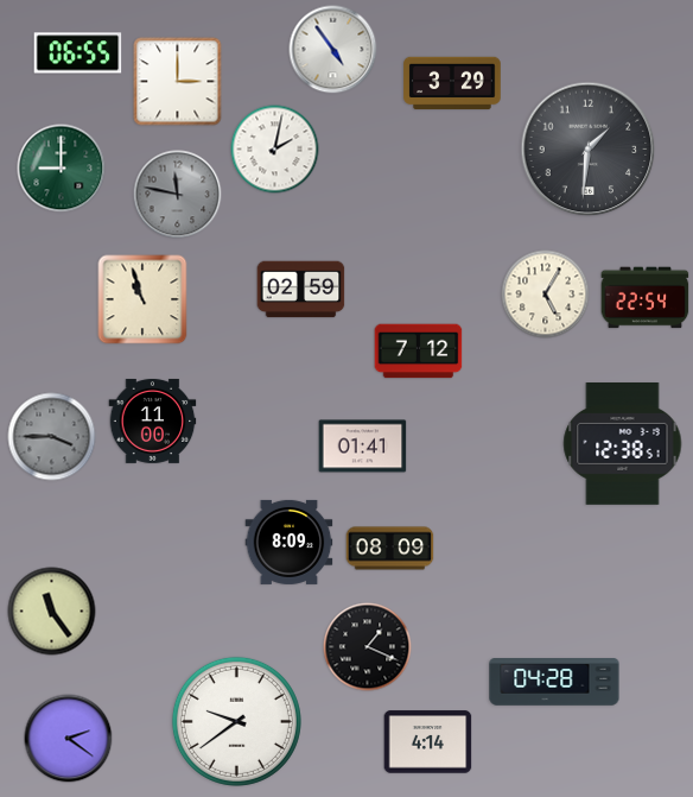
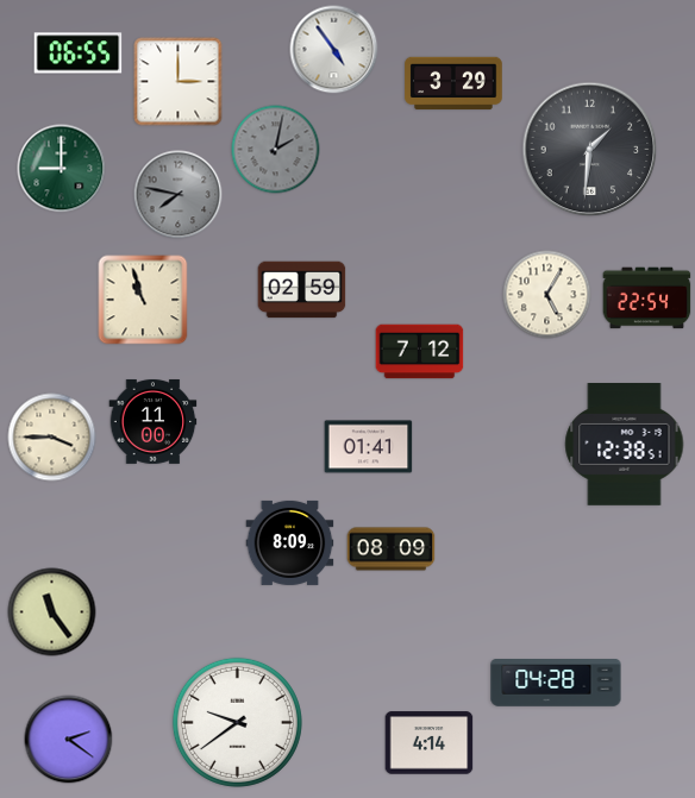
clock at (275, 150) dial: white -> grey
clock at (178, 195): 11:47 -> 7:47
clock at (52, 437) dial: grey -> cream
clock at (363, 447) position: (363, 447) -> (369, 447)
clock at (368, 647): 1:19 -> none
